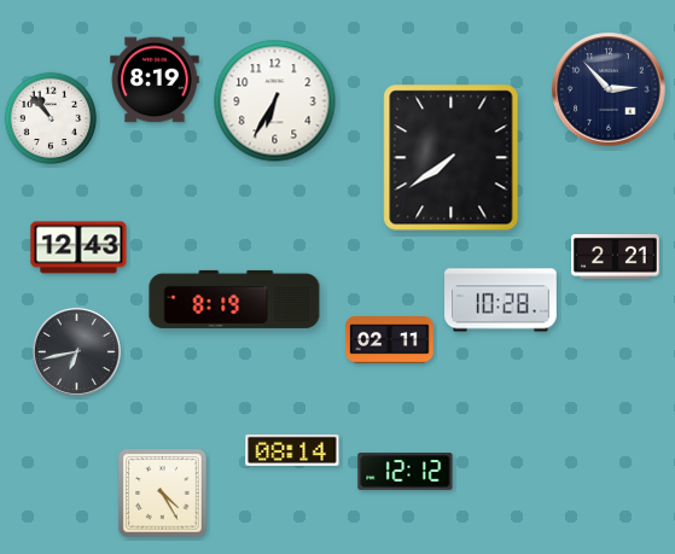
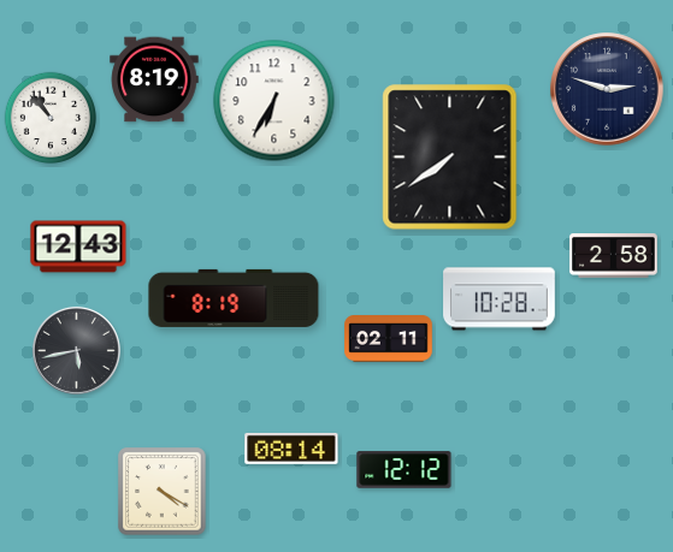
clock at (609, 89): 2:53 -> 2:48
clock at (616, 257): 2:21 -> 2:58
clock at (76, 351): 6:43 -> 5:43
clock at (163, 494): 4:25 -> 4:20
